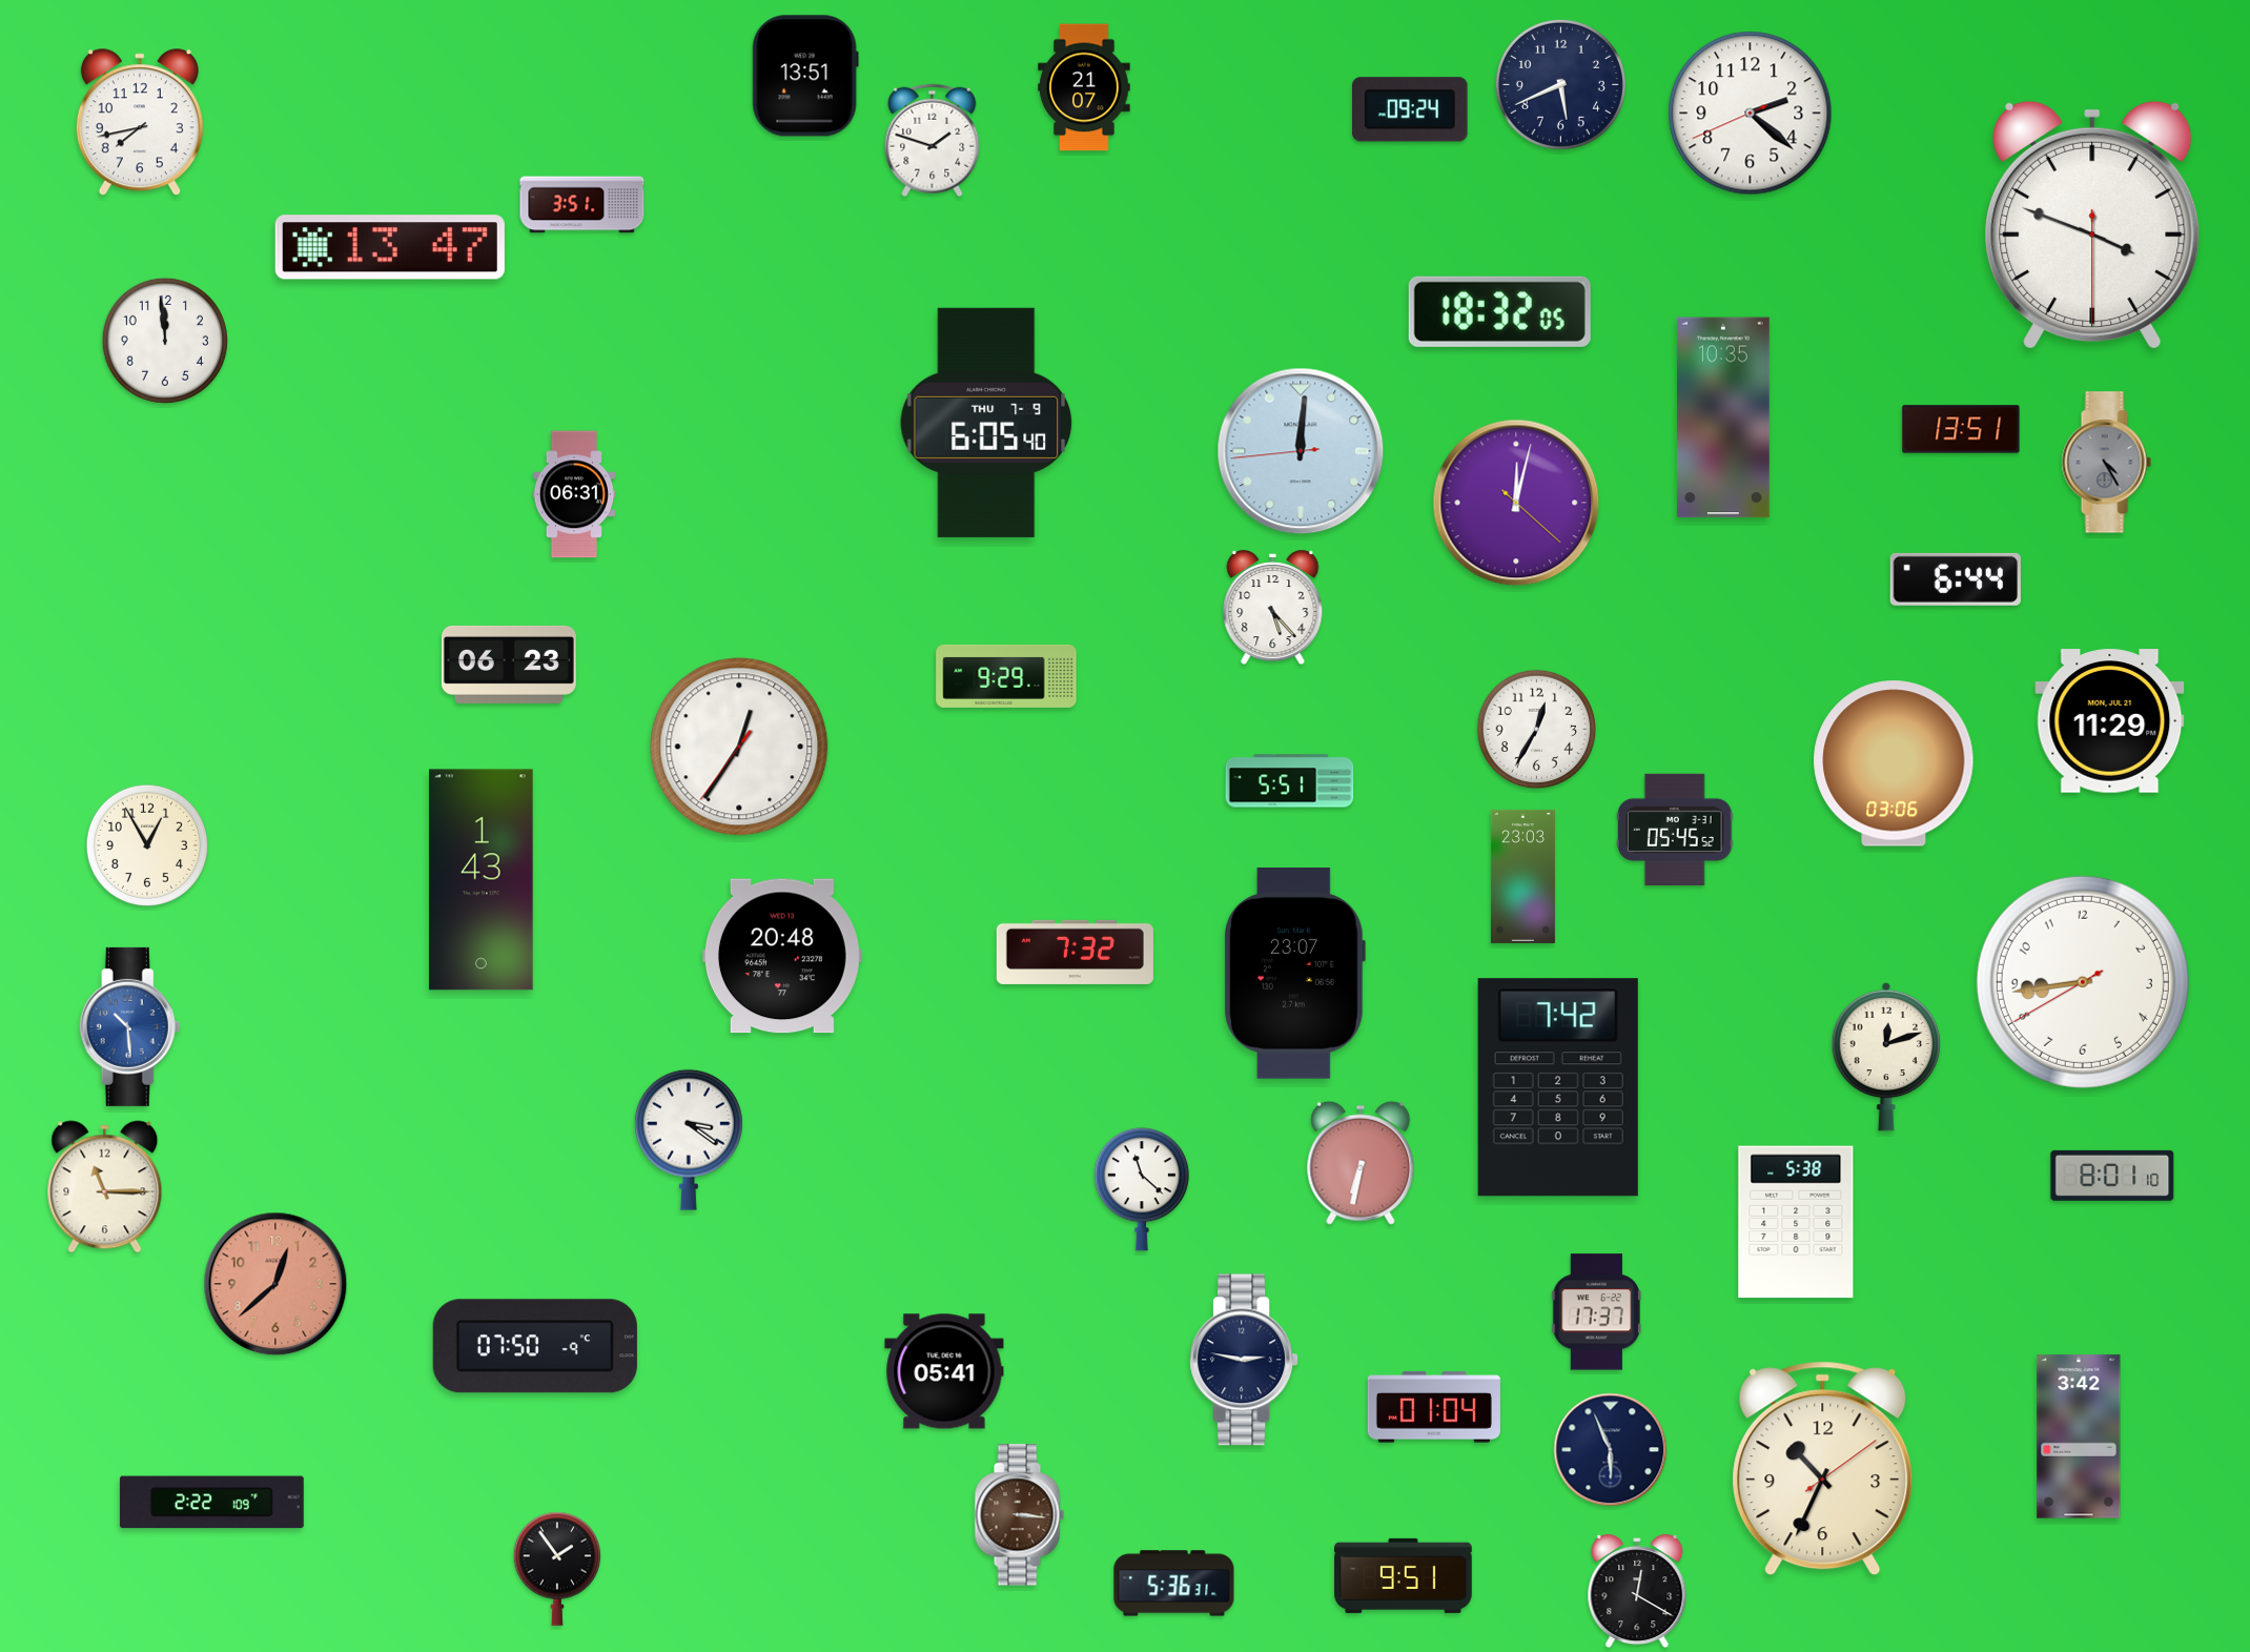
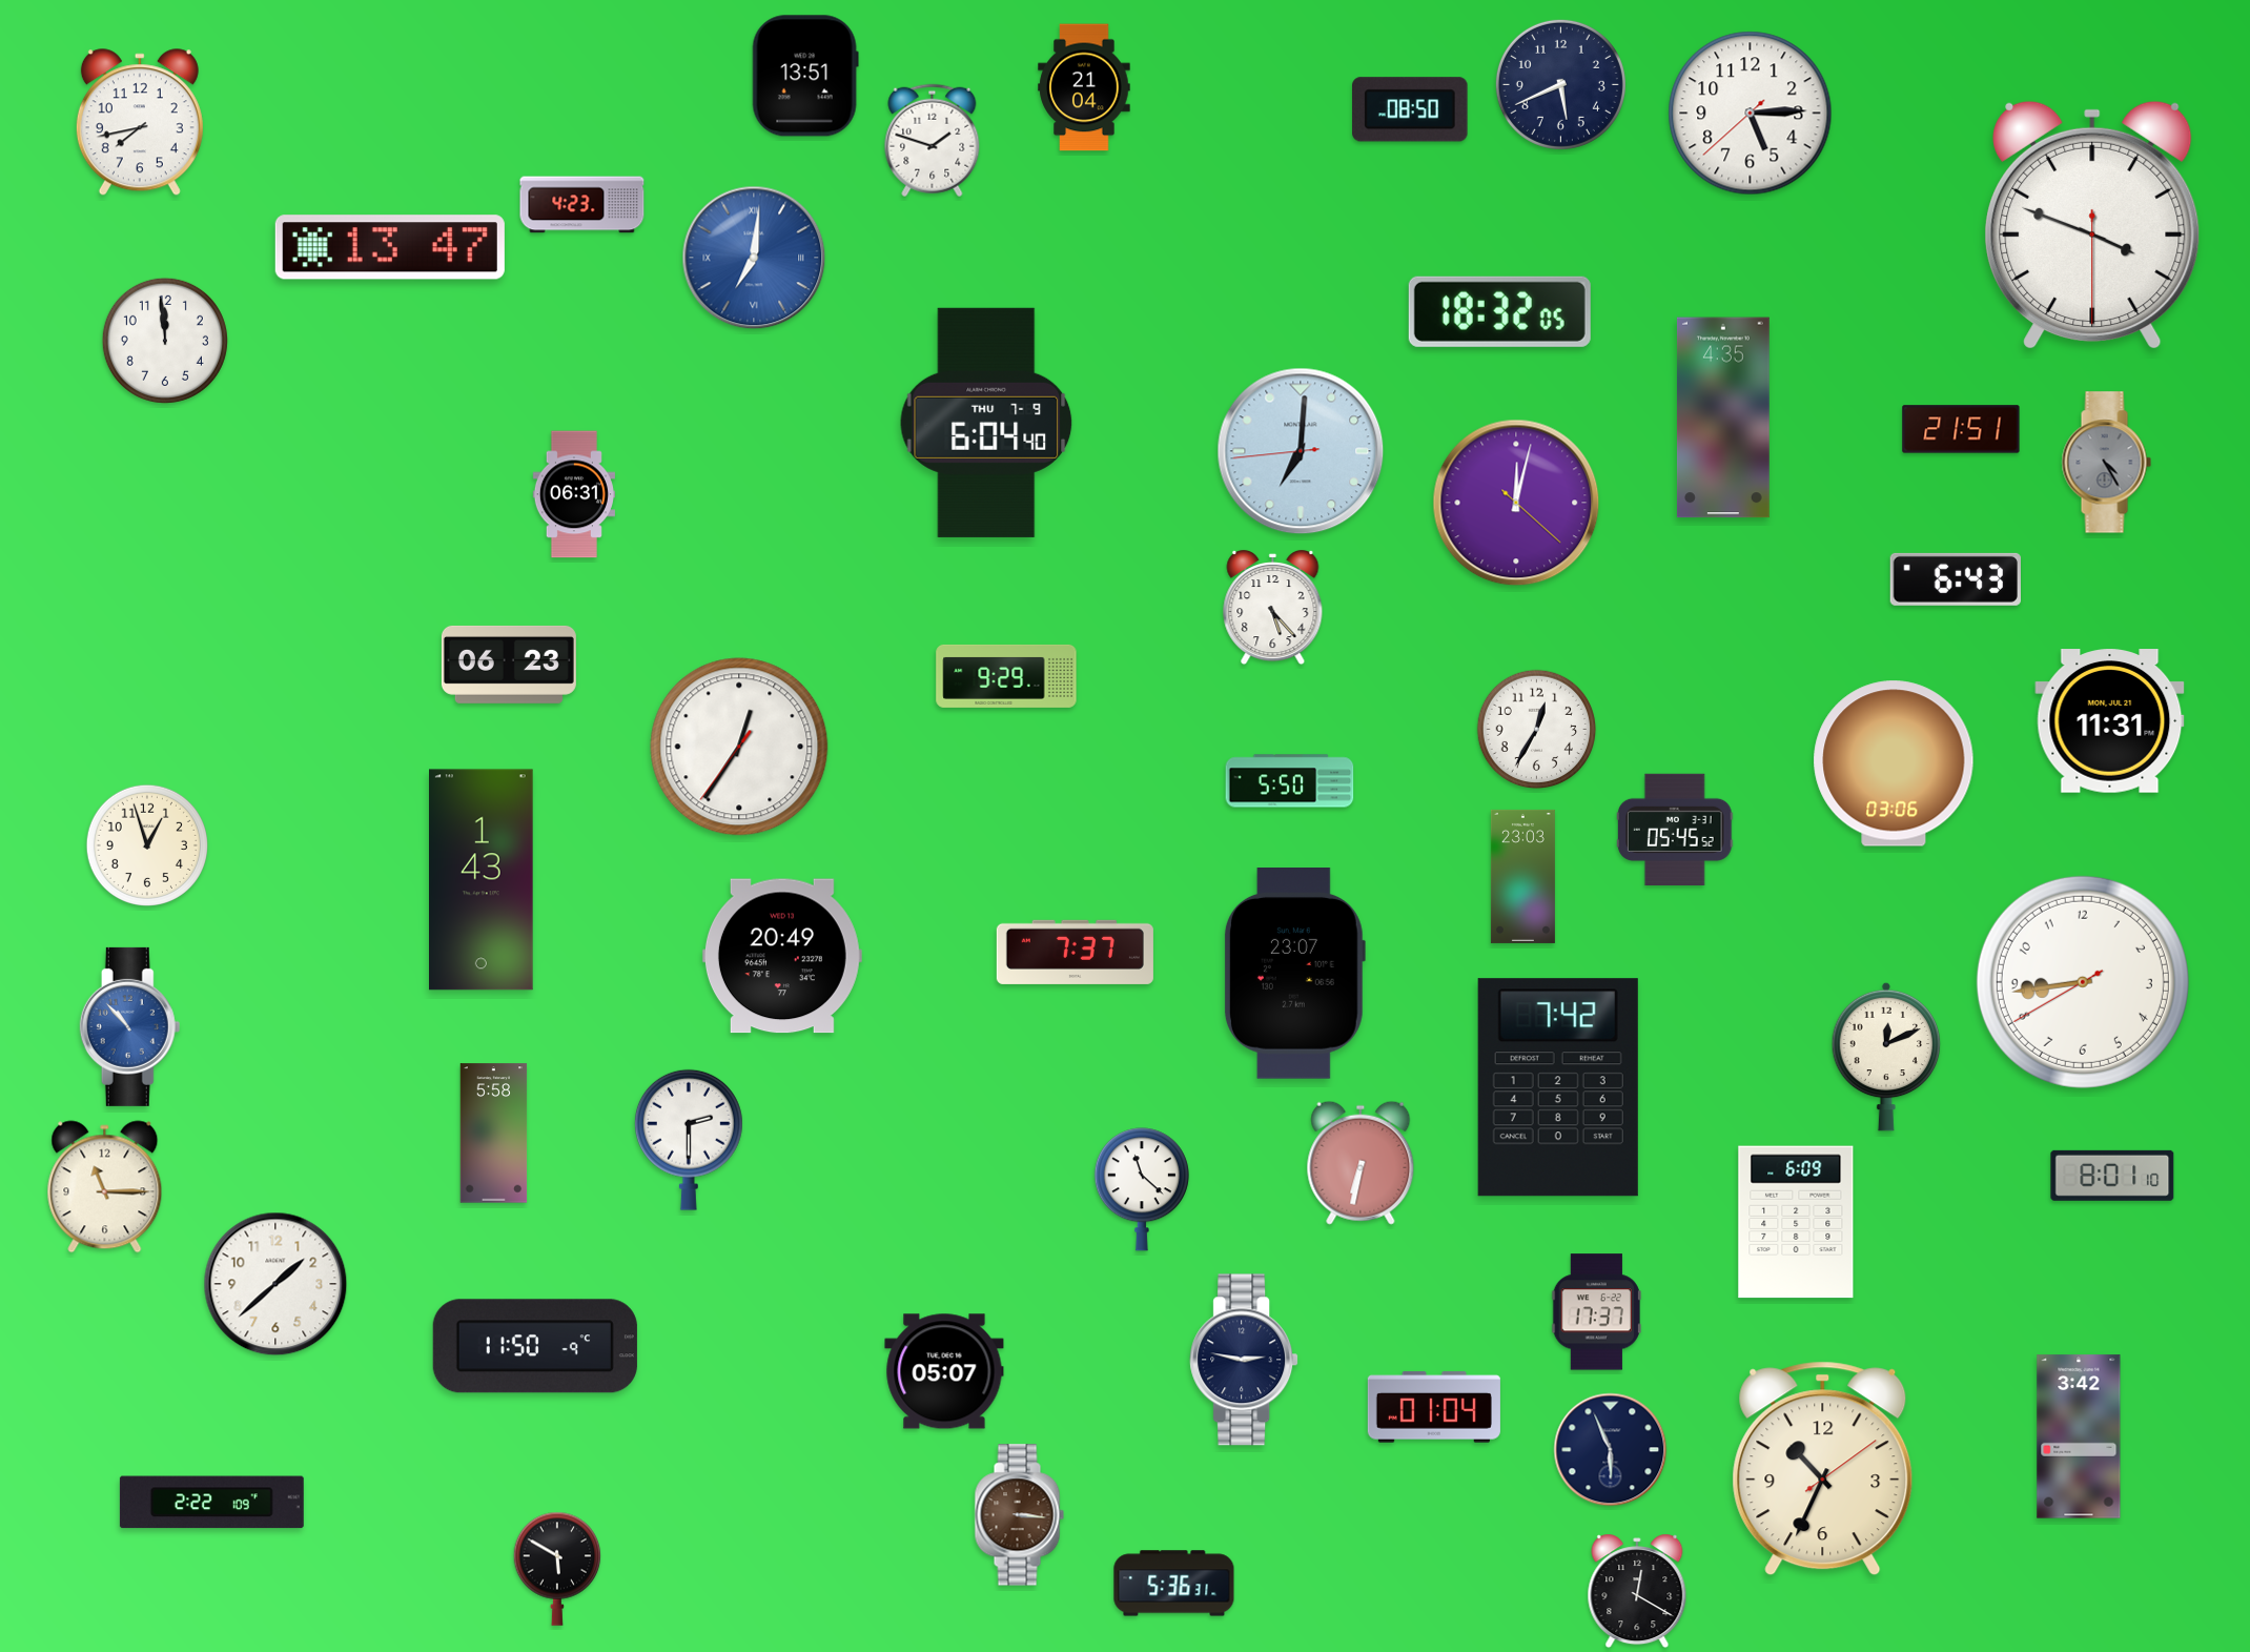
clock at (1084, 87): 21:07 -> 21:04
clock at (1410, 109): 09:24 -> 08:50
clock at (1751, 114): 2:21 -> 5:14
clock at (582, 205): 3:51 -> 4:23
clock at (754, 258): none -> 7:01
clock at (1723, 417): 10:35 -> 4:35
clock at (986, 423): 6:05 -> 6:04
clock at (1961, 429): 13:51 -> 21:51
clock at (1301, 451): 12:00 -> 7:00
clock at (1956, 579): 6:44 -> 6:43
clock at (2110, 721): 11:29 -> 11:31
clock at (1290, 781): 5:51 -> 5:50
clock at (147, 845): 12:55 -> 12:57
clock at (1075, 952): 7:32 -> 7:37
clock at (782, 956): 20:48 -> 20:49
clock at (130, 1026): 10:29 -> 10:53
clock at (1886, 1057): 12:12 -> 12:11
clock at (494, 1134): none -> 5:58
clock at (689, 1140): 3:21 -> 2:30
clock at (1796, 1222): 5:38 -> 6:09
clock at (275, 1284): 12:38 -> 1:38
clock at (275, 1284) dial: salmon -> white
clock at (535, 1346): 07:50 -> 11:50
clock at (944, 1371): 05:41 -> 05:07
clock at (557, 1569): 1:54 -> 5:50
clock at (1404, 1575): 9:51 -> none
